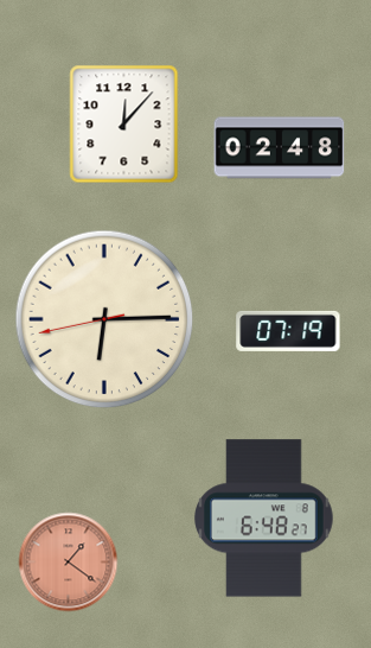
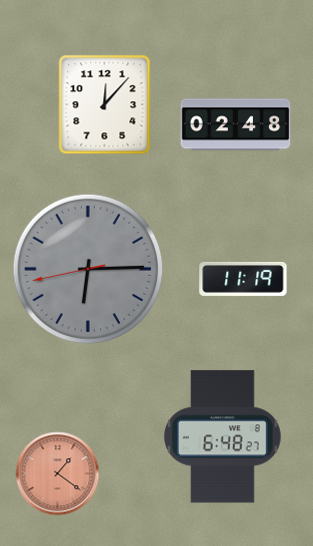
clock at (104, 319) dial: cream -> grey
clock at (288, 331): 07:19 -> 11:19
